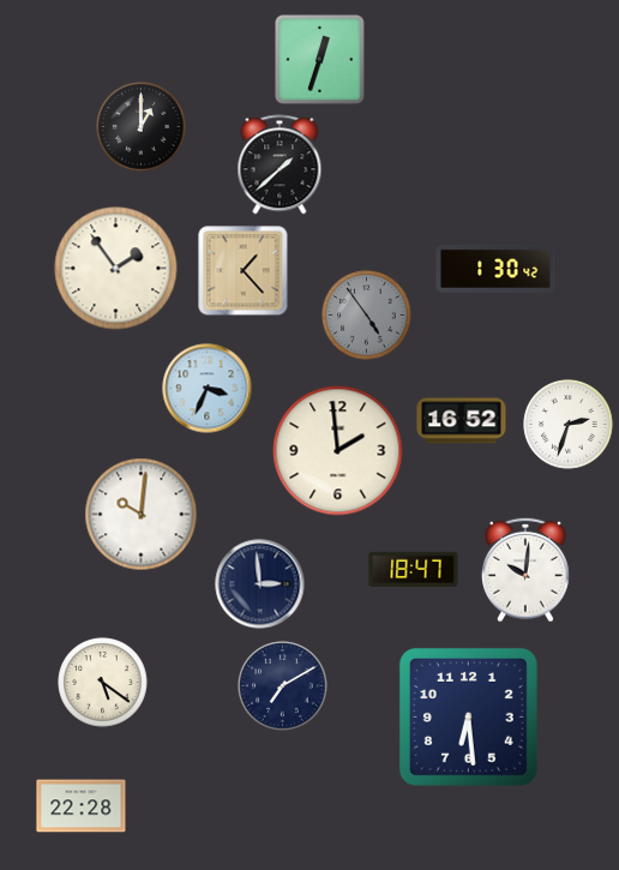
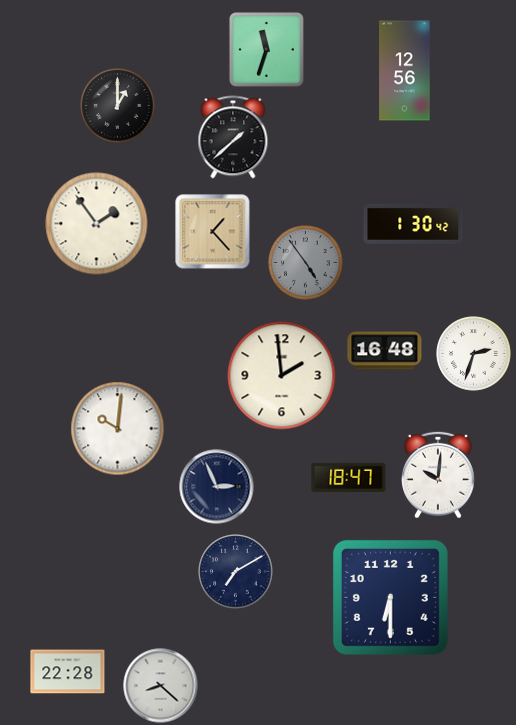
clock at (319, 59): 12:33 -> 11:33
clock at (405, 71): none -> 12:56
clock at (244, 271) position: (244, 271) -> (213, 232)
clock at (208, 389): 3:34 -> none
clock at (462, 421): 16:52 -> 16:48
clock at (414, 570) position: (414, 570) -> (349, 478)
clock at (260, 584): 2:59 -> 2:56
clock at (103, 683): 5:21 -> none
clock at (468, 716): 6:29 -> 6:30
clock at (161, 686): none -> 8:22
